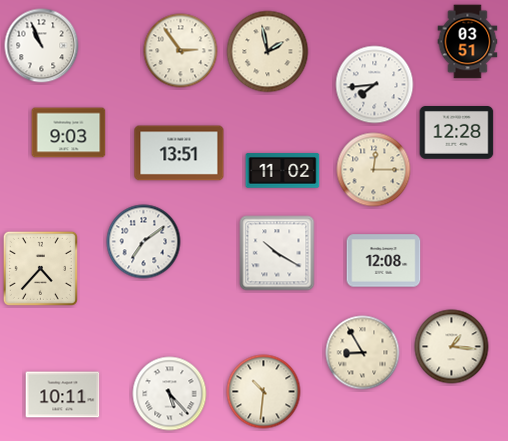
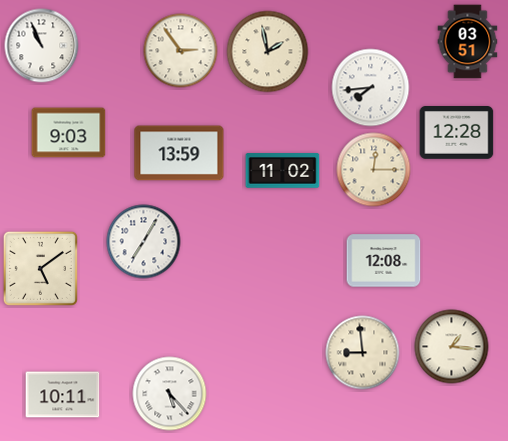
clock at (375, 85) position: (375, 85) -> (371, 88)
clock at (179, 153): 13:51 -> 13:59
clock at (144, 242): 7:09 -> 7:05
clock at (277, 253): 10:20 -> none
clock at (40, 268): 4:37 -> 5:09
clock at (363, 353): 8:55 -> 8:59
clock at (264, 392): 10:31 -> none
